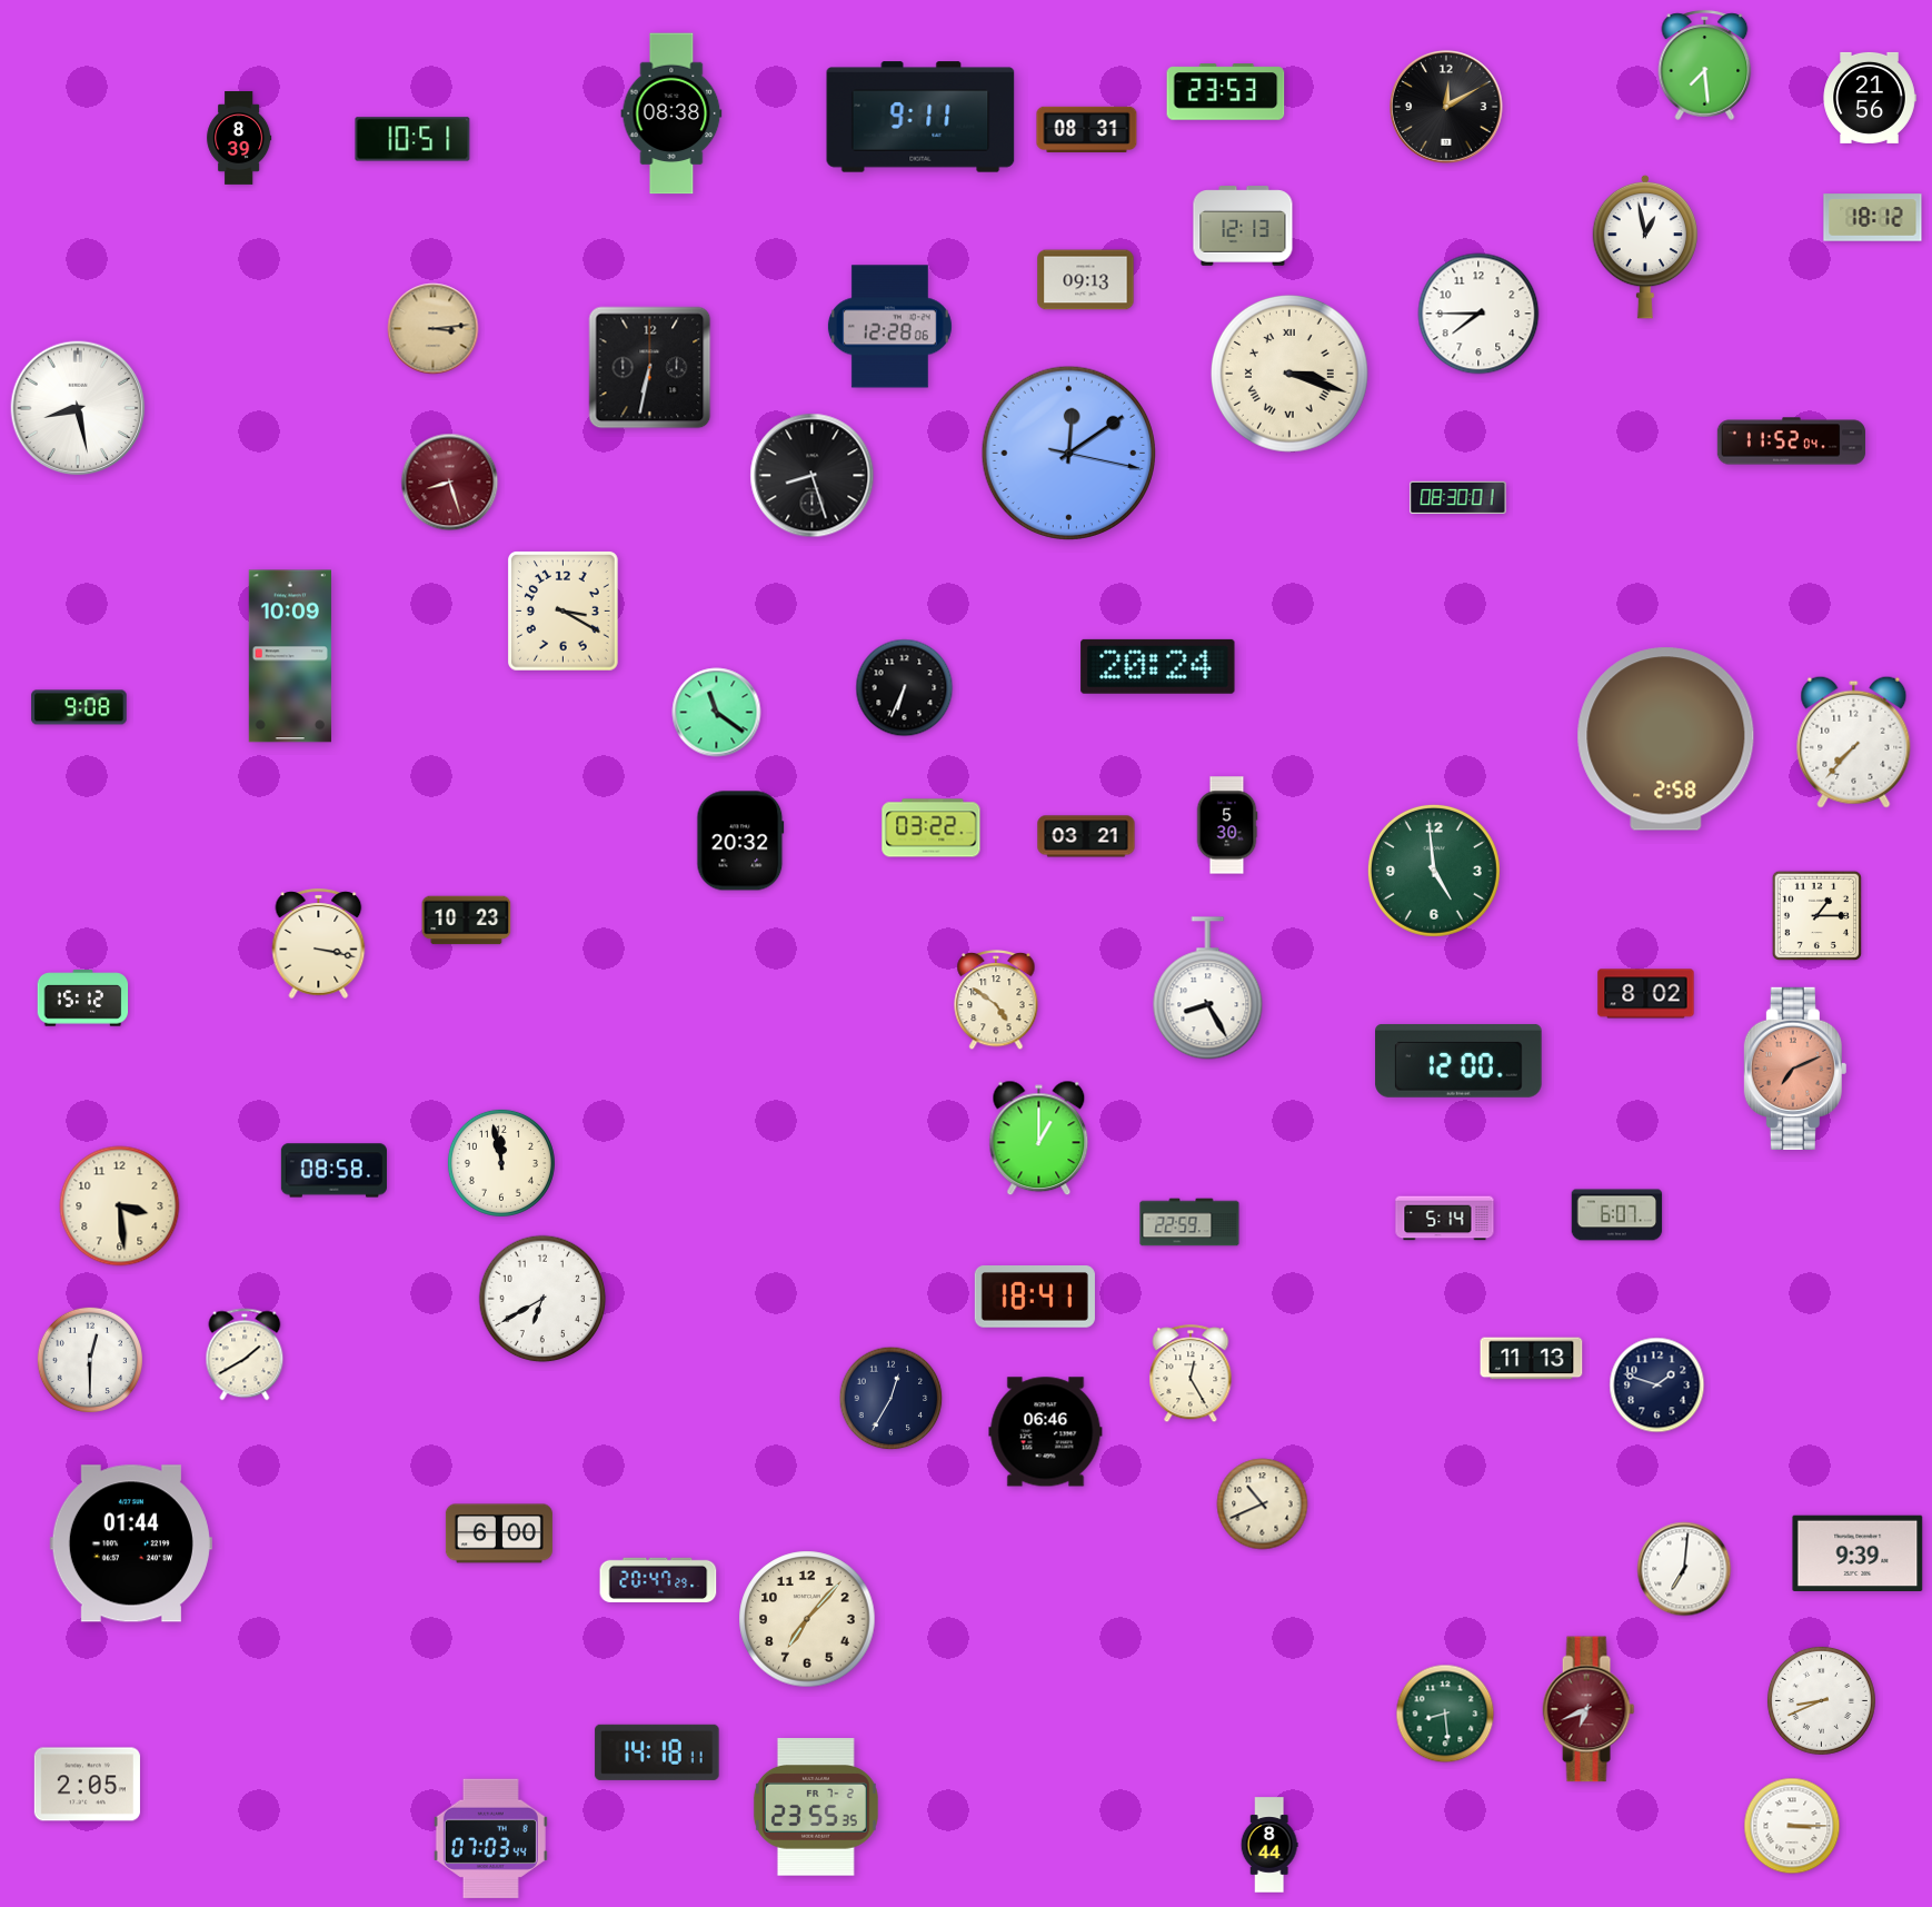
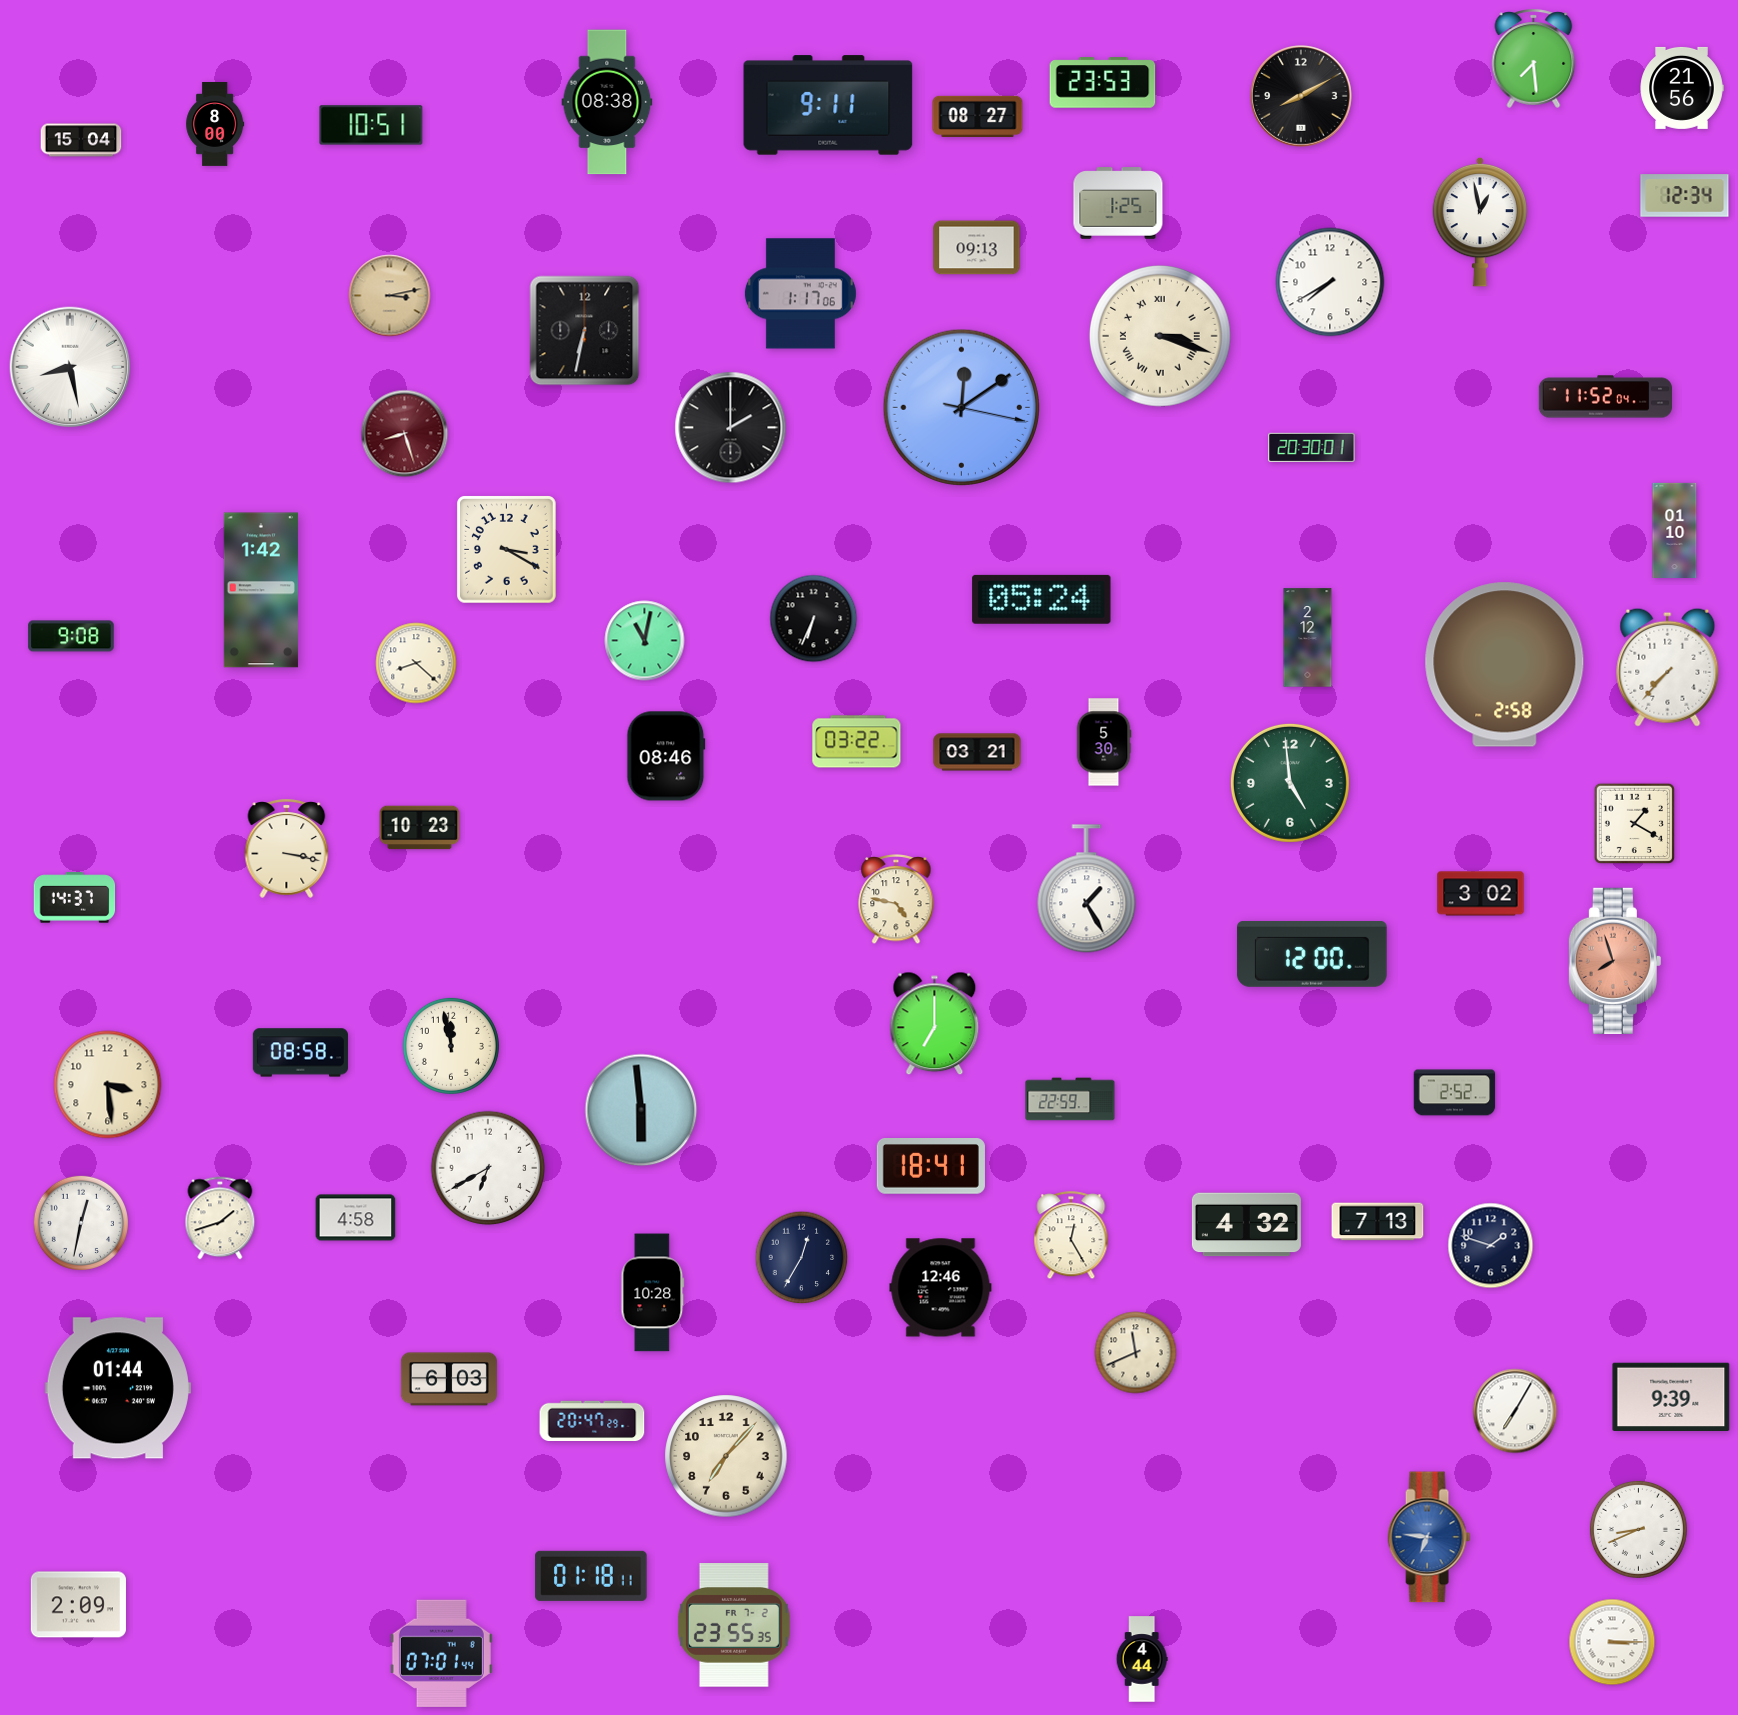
clock at (1447, 108): 12:10 -> 8:10
clock at (671, 113) position: (671, 113) -> (607, 102)
clock at (1087, 129): 08:31 -> 08:27
clock at (239, 139): 8:39 -> 8:00
clock at (81, 140): none -> 15:04
clock at (1873, 218): 18:12 -> 12:34
clock at (1243, 226): 12:13 -> 1:25
clock at (1086, 280) position: (1086, 280) -> (977, 248)
clock at (1478, 314): 7:45 -> 7:40
clock at (889, 327): 12:28 -> 1:17
clock at (434, 329): 3:14 -> 3:13
clock at (1792, 441) position: (1792, 441) -> (1606, 397)
clock at (813, 476): 8:27 -> 2:00
clock at (1458, 497): 08:30 -> 20:30
clock at (1675, 530): none -> 01:10
clock at (290, 656): 10:09 -> 1:42
clock at (1158, 666): 20:24 -> 05:24
clock at (1308, 638): none -> 2:12
clock at (717, 713): 11:21 -> 11:02
clock at (416, 663): none -> 8:22
clock at (1666, 739) position: (1666, 739) -> (1505, 665)
clock at (932, 828) position: (932, 828) -> (857, 742)
clock at (740, 841): 20:32 -> 08:46
clock at (1816, 915): 1:15 -> 1:20
clock at (1208, 989): 8:25 -> 1:25
clock at (1646, 994): 8:02 -> 3:02
clock at (83, 999): 15:12 -> 14:37
clock at (996, 1001): 4:51 -> 4:47
clock at (1795, 1069): 7:11 -> 7:57
clock at (1039, 1139): 1:00 -> 7:00
clock at (1617, 1215): 6:07 -> 2:52
clock at (1445, 1219): 5:14 -> none
clock at (641, 1110): none -> 5:59
clock at (245, 1354): 1:40 -> 1:42
clock at (356, 1218): none -> 4:58
clock at (1532, 1359): 11:13 -> 7:13
clock at (90, 1360): 12:30 -> 12:32
clock at (1246, 1225): none -> 4:32
clock at (1046, 1432): 06:46 -> 12:46
clock at (653, 1293): none -> 10:28
clock at (1263, 1504): 10:41 -> 11:41
clock at (499, 1533): 6:00 -> 6:03
clock at (1684, 1569): 7:01 -> 7:05
clock at (1589, 1709): 6:41 -> 6:46
clock at (1589, 1709) dial: burgundy -> blue
clock at (1445, 1714): 8:29 -> none
clock at (657, 1752): 14:18 -> 01:18
clock at (87, 1785): 2:05 -> 2:09
clock at (490, 1838): 07:03 -> 07:01
clock at (1269, 1845): 8:44 -> 4:44
